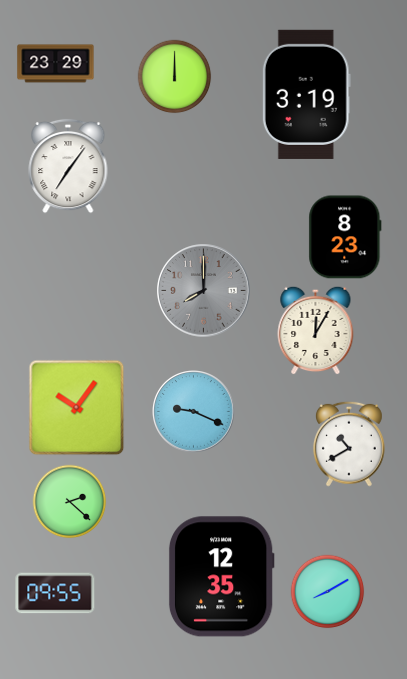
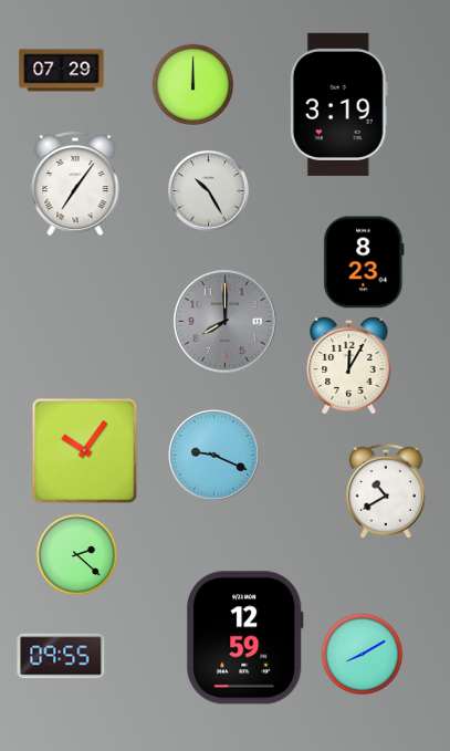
clock at (56, 64): 23:29 -> 07:29
clock at (208, 190): none -> 10:25
clock at (345, 237) position: (345, 237) -> (364, 262)
clock at (221, 577): 12:35 -> 12:59
